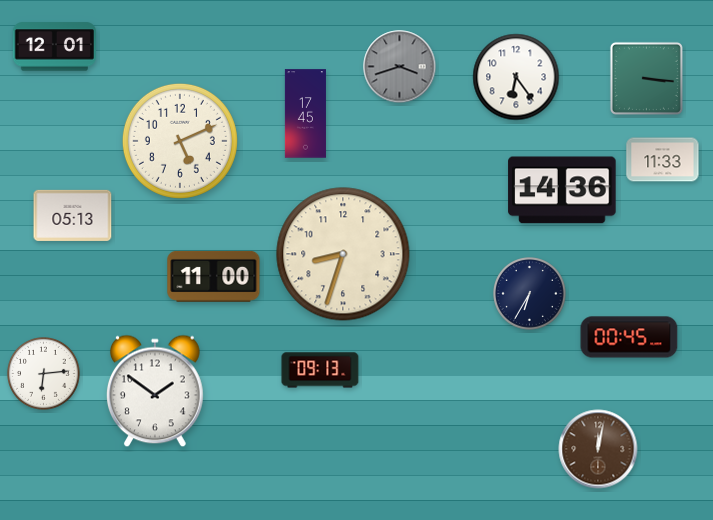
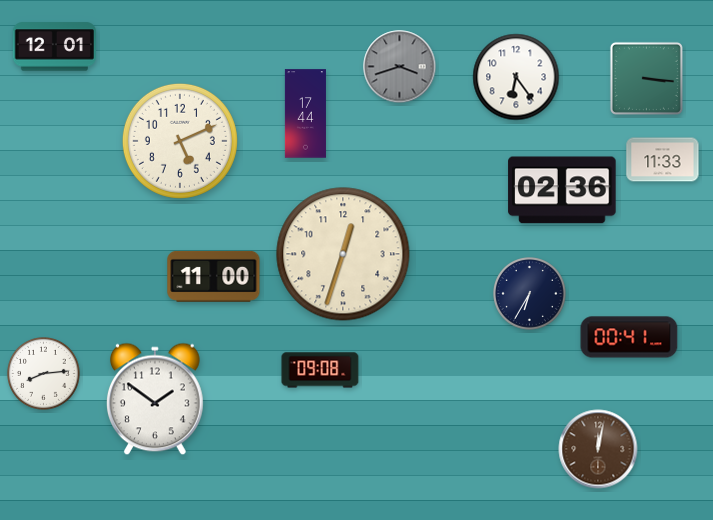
clock at (305, 114): 17:45 -> 17:44
clock at (562, 190): 14:36 -> 02:36
clock at (73, 215): 05:13 -> none
clock at (343, 254): 8:33 -> 12:33
clock at (629, 337): 00:45 -> 00:41
clock at (320, 370): 09:13 -> 09:08
clock at (44, 374): 6:14 -> 8:14
clock at (156, 391) position: (156, 391) -> (156, 399)
